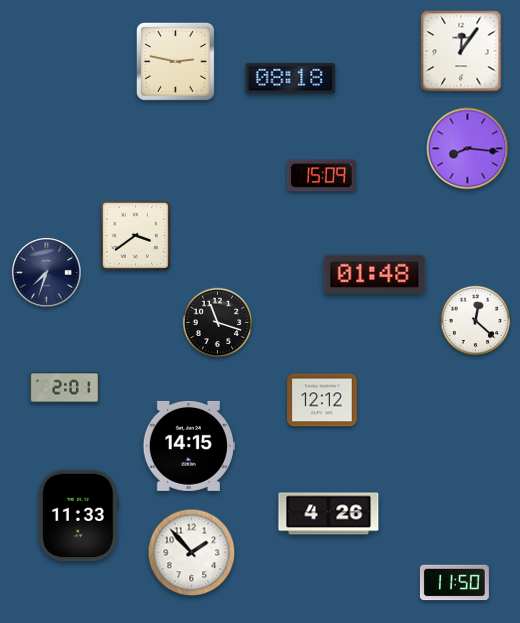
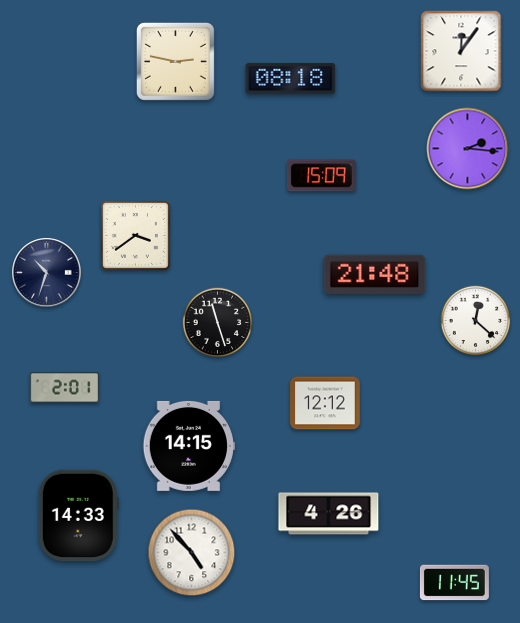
clock at (468, 149): 8:16 -> 2:16
clock at (47, 273): 7:33 -> 10:33
clock at (375, 274): 01:48 -> 21:48
clock at (218, 323): 11:18 -> 11:27
clock at (322, 400) position: (322, 400) -> (325, 403)
clock at (78, 516): 11:33 -> 14:33
clock at (192, 553): 1:53 -> 4:53
clock at (454, 583): 11:50 -> 11:45
